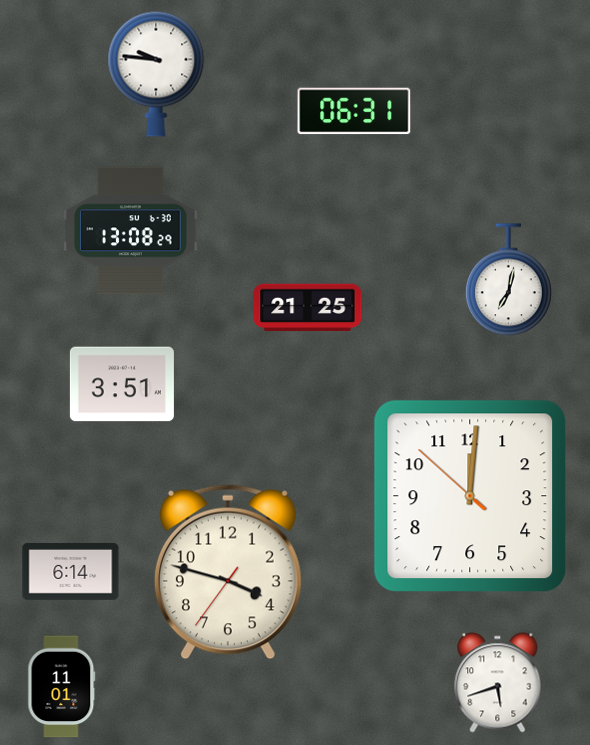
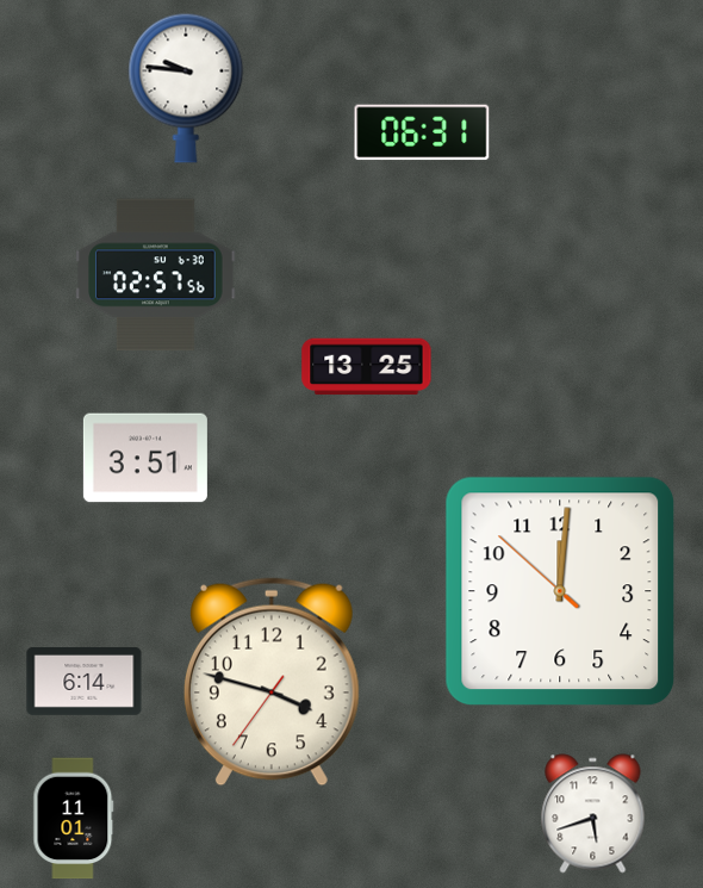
clock at (131, 231): 13:08 -> 02:57
clock at (508, 280): 7:02 -> none
clock at (308, 308): 21:25 -> 13:25
